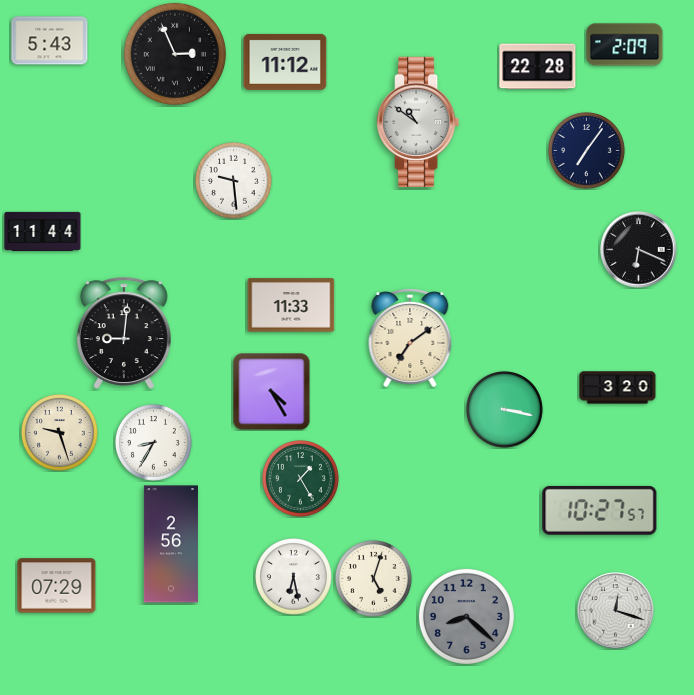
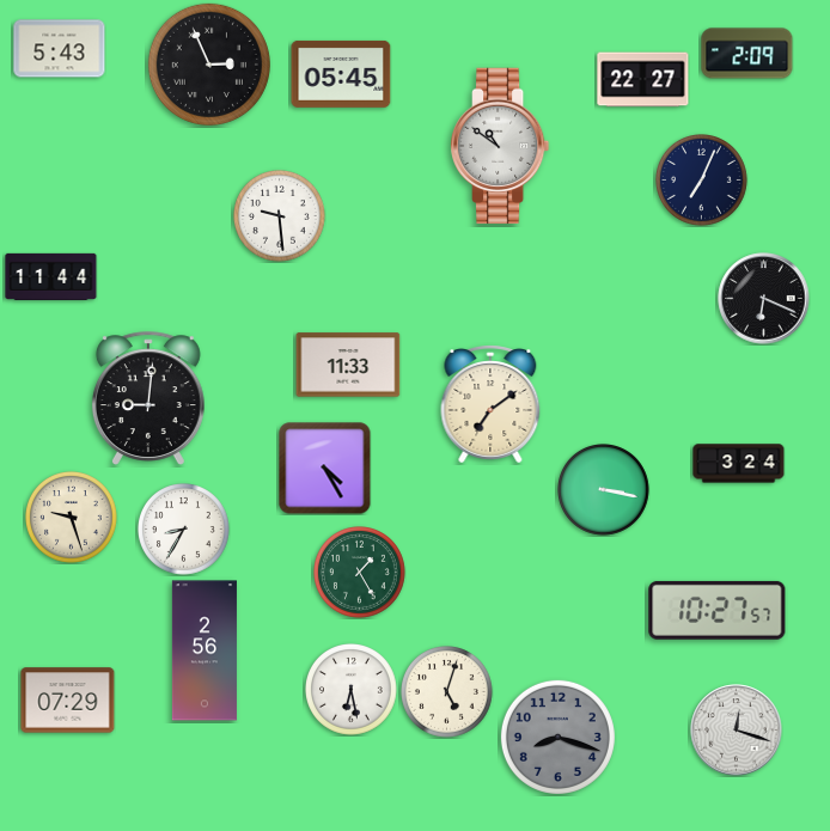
clock at (285, 62): 11:12 -> 05:45
clock at (538, 67): 22:28 -> 22:27
clock at (587, 151): 7:06 -> 7:04
clock at (618, 388): 3:20 -> 3:24
clock at (466, 616): 8:22 -> 8:18
